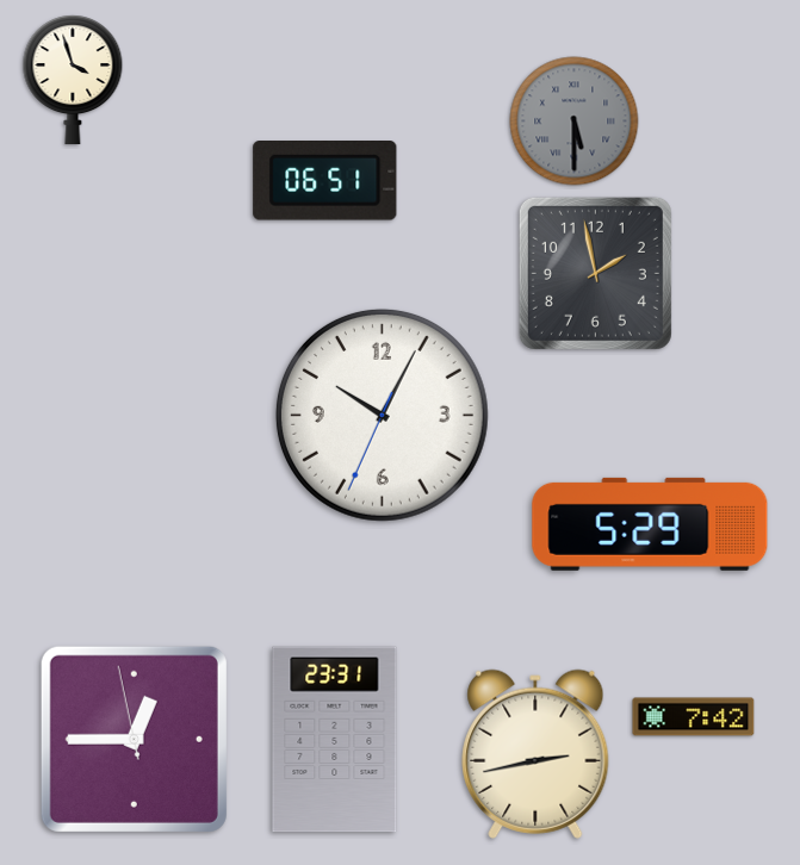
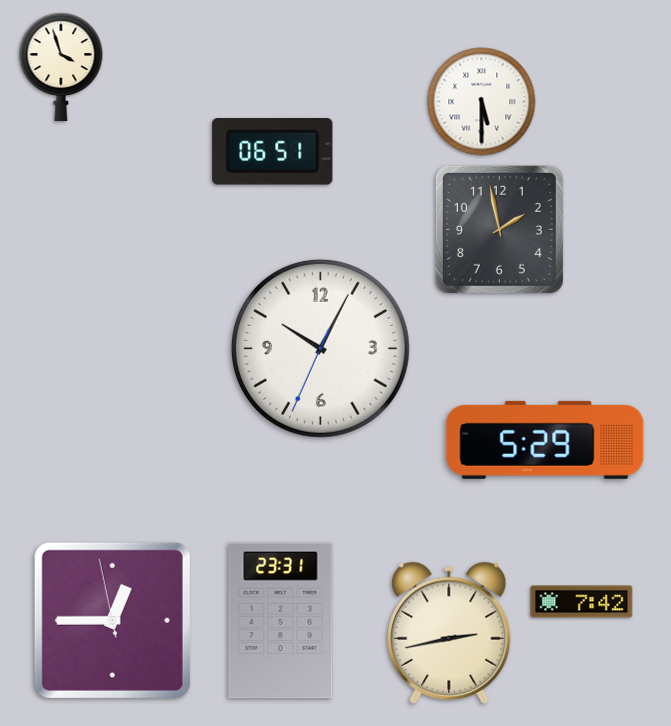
clock at (575, 122) dial: grey -> white
